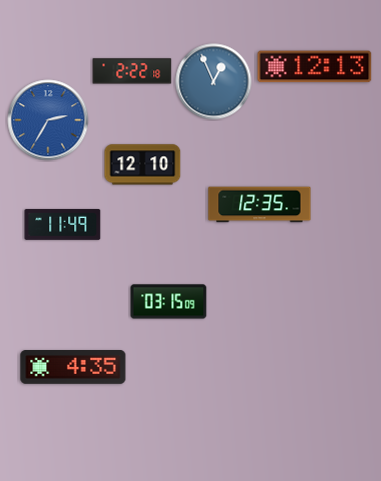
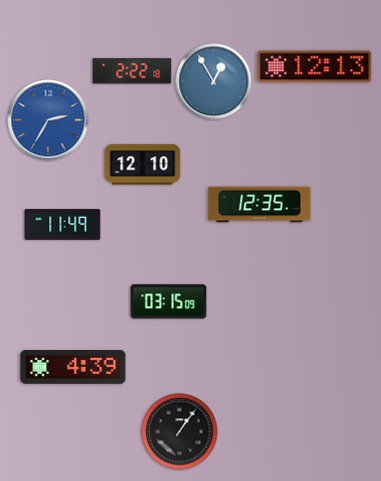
clock at (214, 82): 12:56 -> 12:55
clock at (73, 368): 4:35 -> 4:39
clock at (180, 432): none -> 1:06
